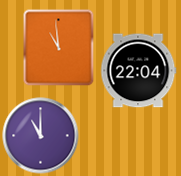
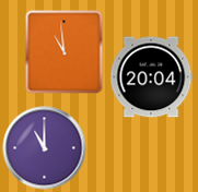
clock at (139, 71): 22:04 -> 20:04
